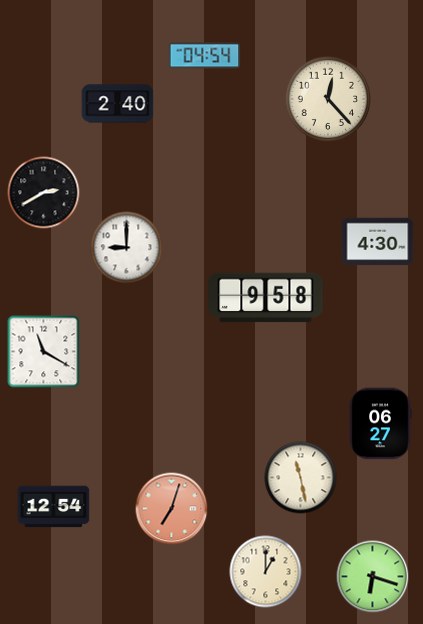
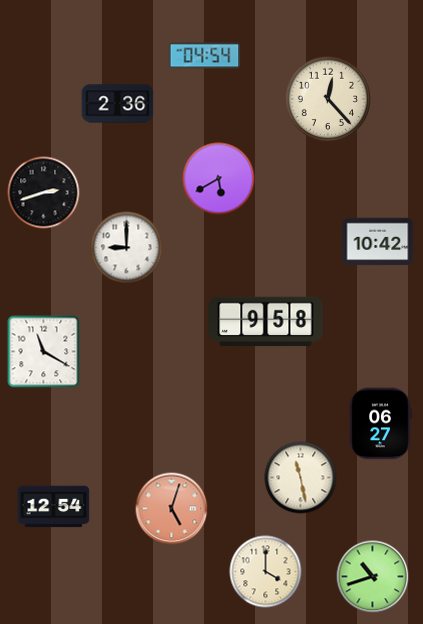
clock at (118, 104): 2:40 -> 2:36
clock at (219, 179): none -> 5:40
clock at (44, 193): 2:40 -> 2:42
clock at (378, 242): 4:30 -> 10:42
clock at (266, 298) position: (266, 298) -> (266, 322)
clock at (172, 509): 7:03 -> 5:03
clock at (266, 572): 1:00 -> 4:00
clock at (373, 577): 6:18 -> 10:42
